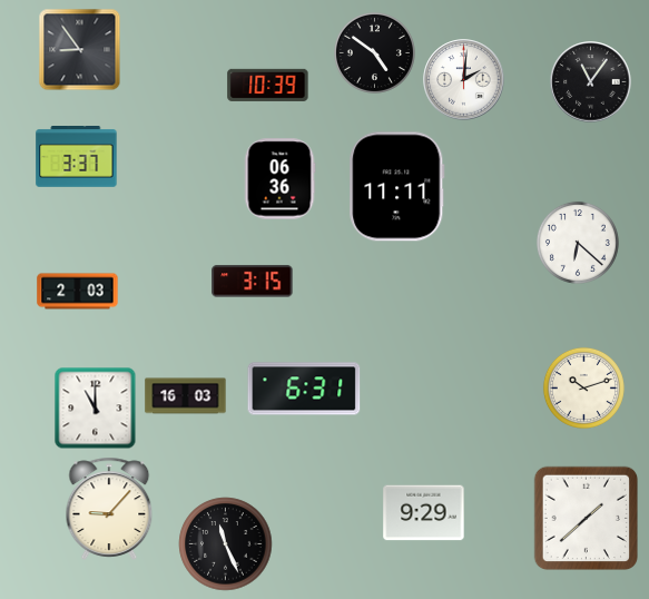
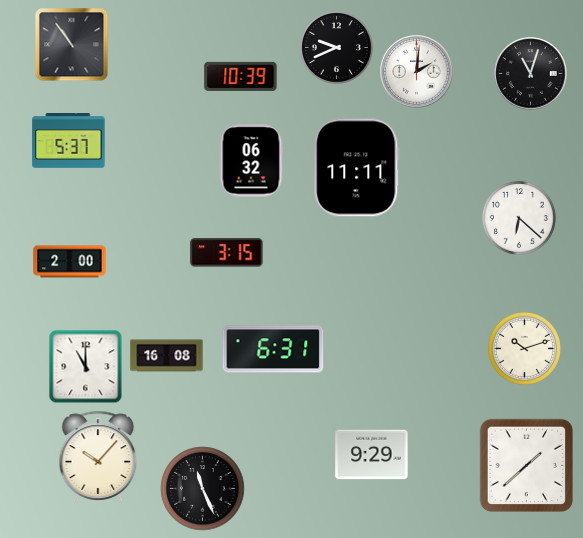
clock at (80, 50): 8:54 -> 10:54
clock at (374, 52): 4:51 -> 9:41
clock at (591, 82): 11:06 -> 11:03
clock at (77, 157): 3:37 -> 5:37
clock at (279, 179): 06:36 -> 06:32
clock at (78, 292): 2:03 -> 2:00
clock at (186, 396): 16:03 -> 16:08
clock at (109, 509): 9:07 -> 10:07
clock at (424, 513) position: (424, 513) -> (372, 455)
